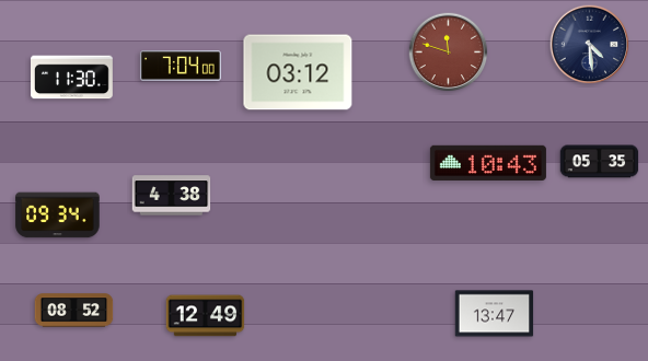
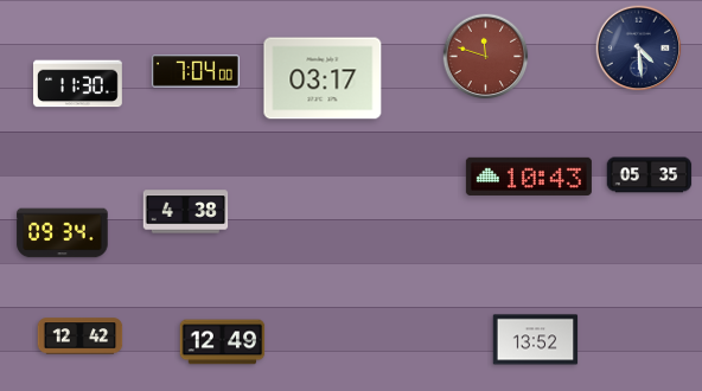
clock at (298, 72): 03:12 -> 03:17
clock at (74, 311): 08:52 -> 12:42
clock at (495, 314): 13:47 -> 13:52
